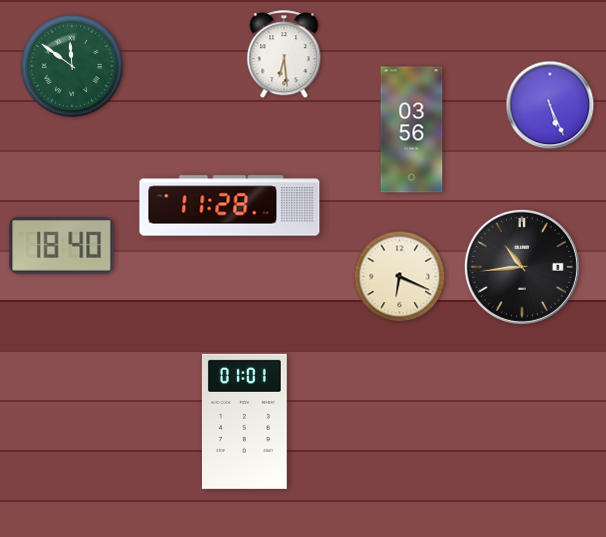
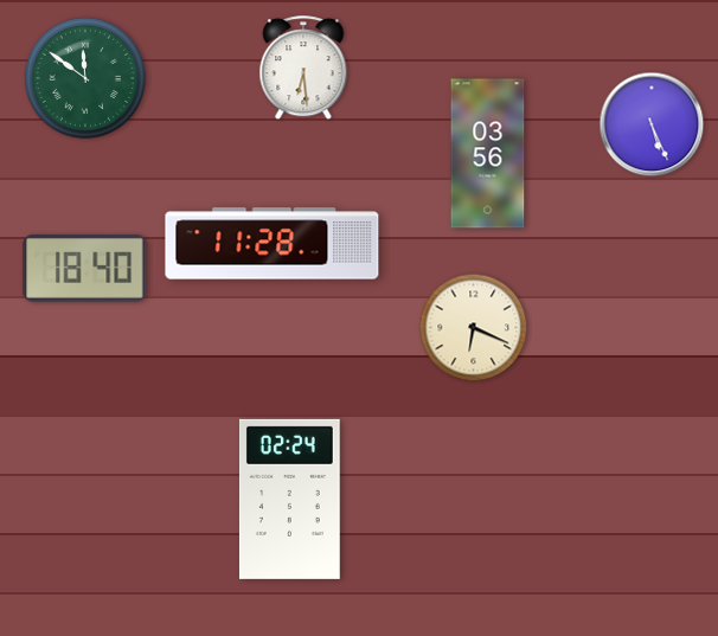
clock at (284, 55) position: (284, 55) -> (303, 69)
clock at (62, 246) position: (62, 246) -> (85, 269)
clock at (522, 267): 10:44 -> none
clock at (244, 421): 01:01 -> 02:24
